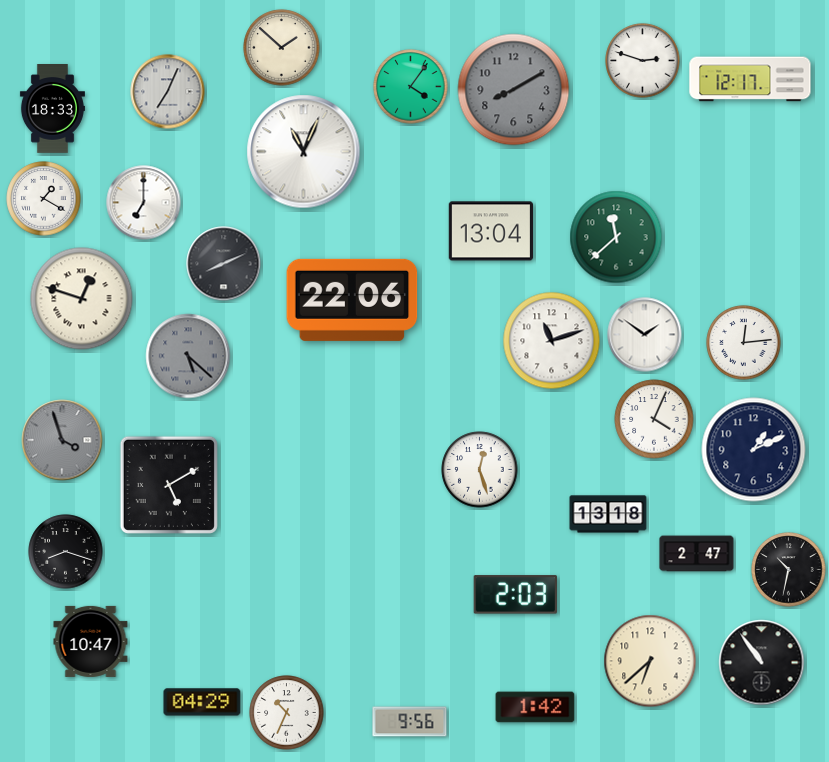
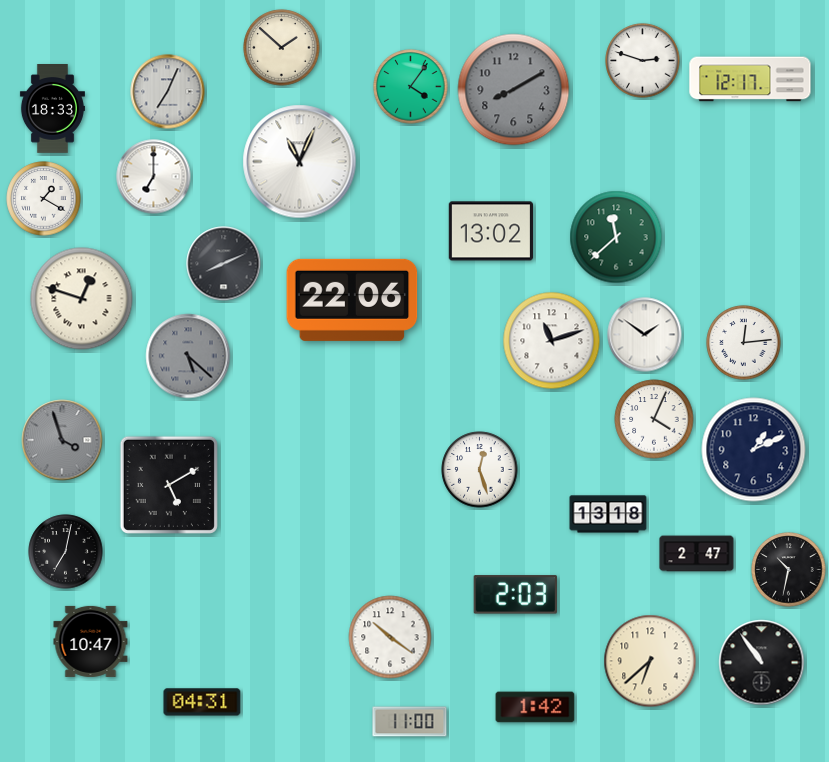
clock at (304, 152) position: (304, 152) -> (300, 162)
clock at (144, 203) position: (144, 203) -> (154, 177)
clock at (490, 231): 13:04 -> 13:02
clock at (66, 552): 8:18 -> 7:02
clock at (390, 637): none -> 10:21
clock at (202, 702): 04:29 -> 04:31
clock at (287, 713): 10:34 -> none
clock at (410, 722): 9:56 -> 11:00
